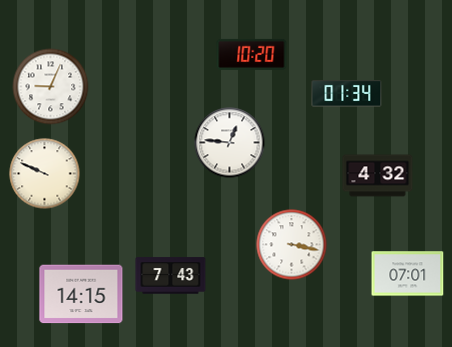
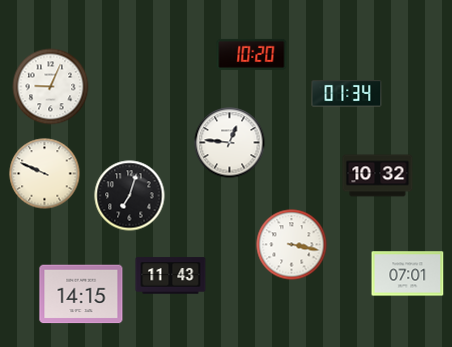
clock at (378, 176): 4:32 -> 10:32
clock at (130, 196): none -> 7:03
clock at (171, 276): 7:43 -> 11:43
